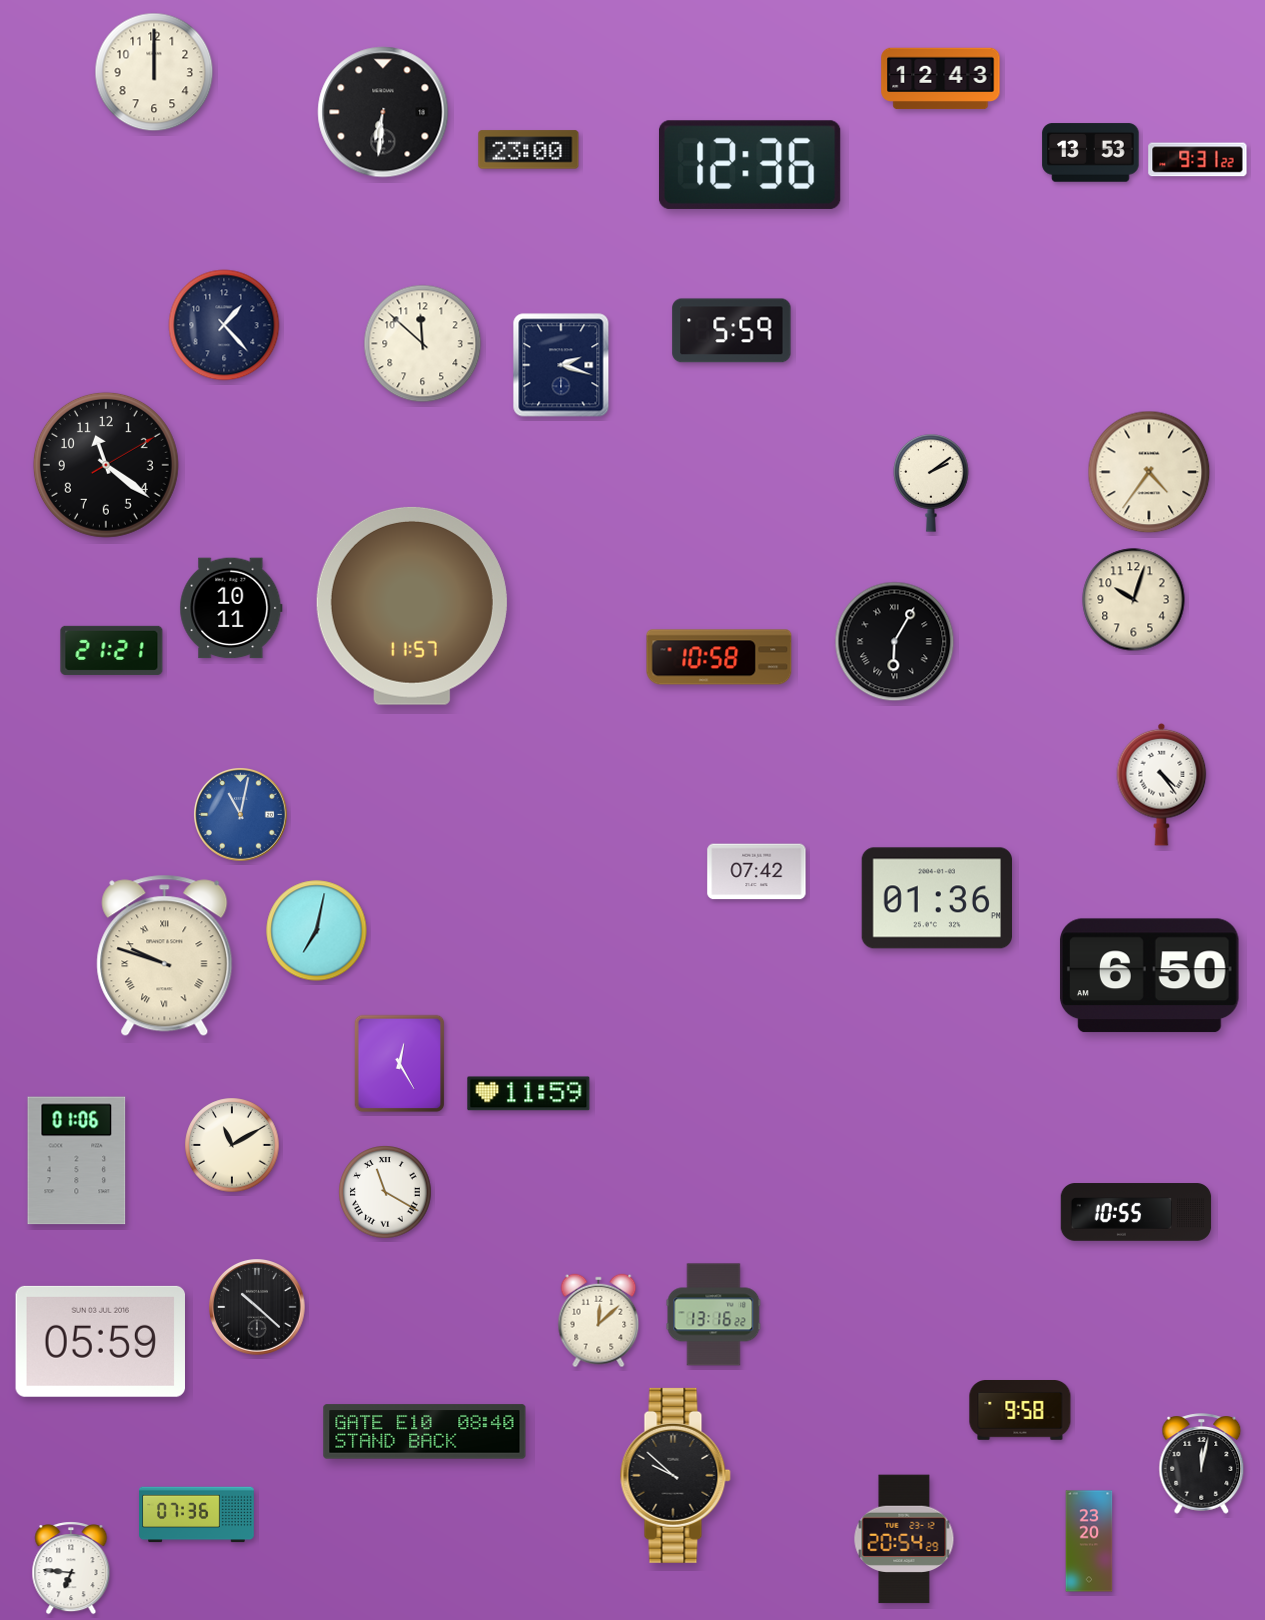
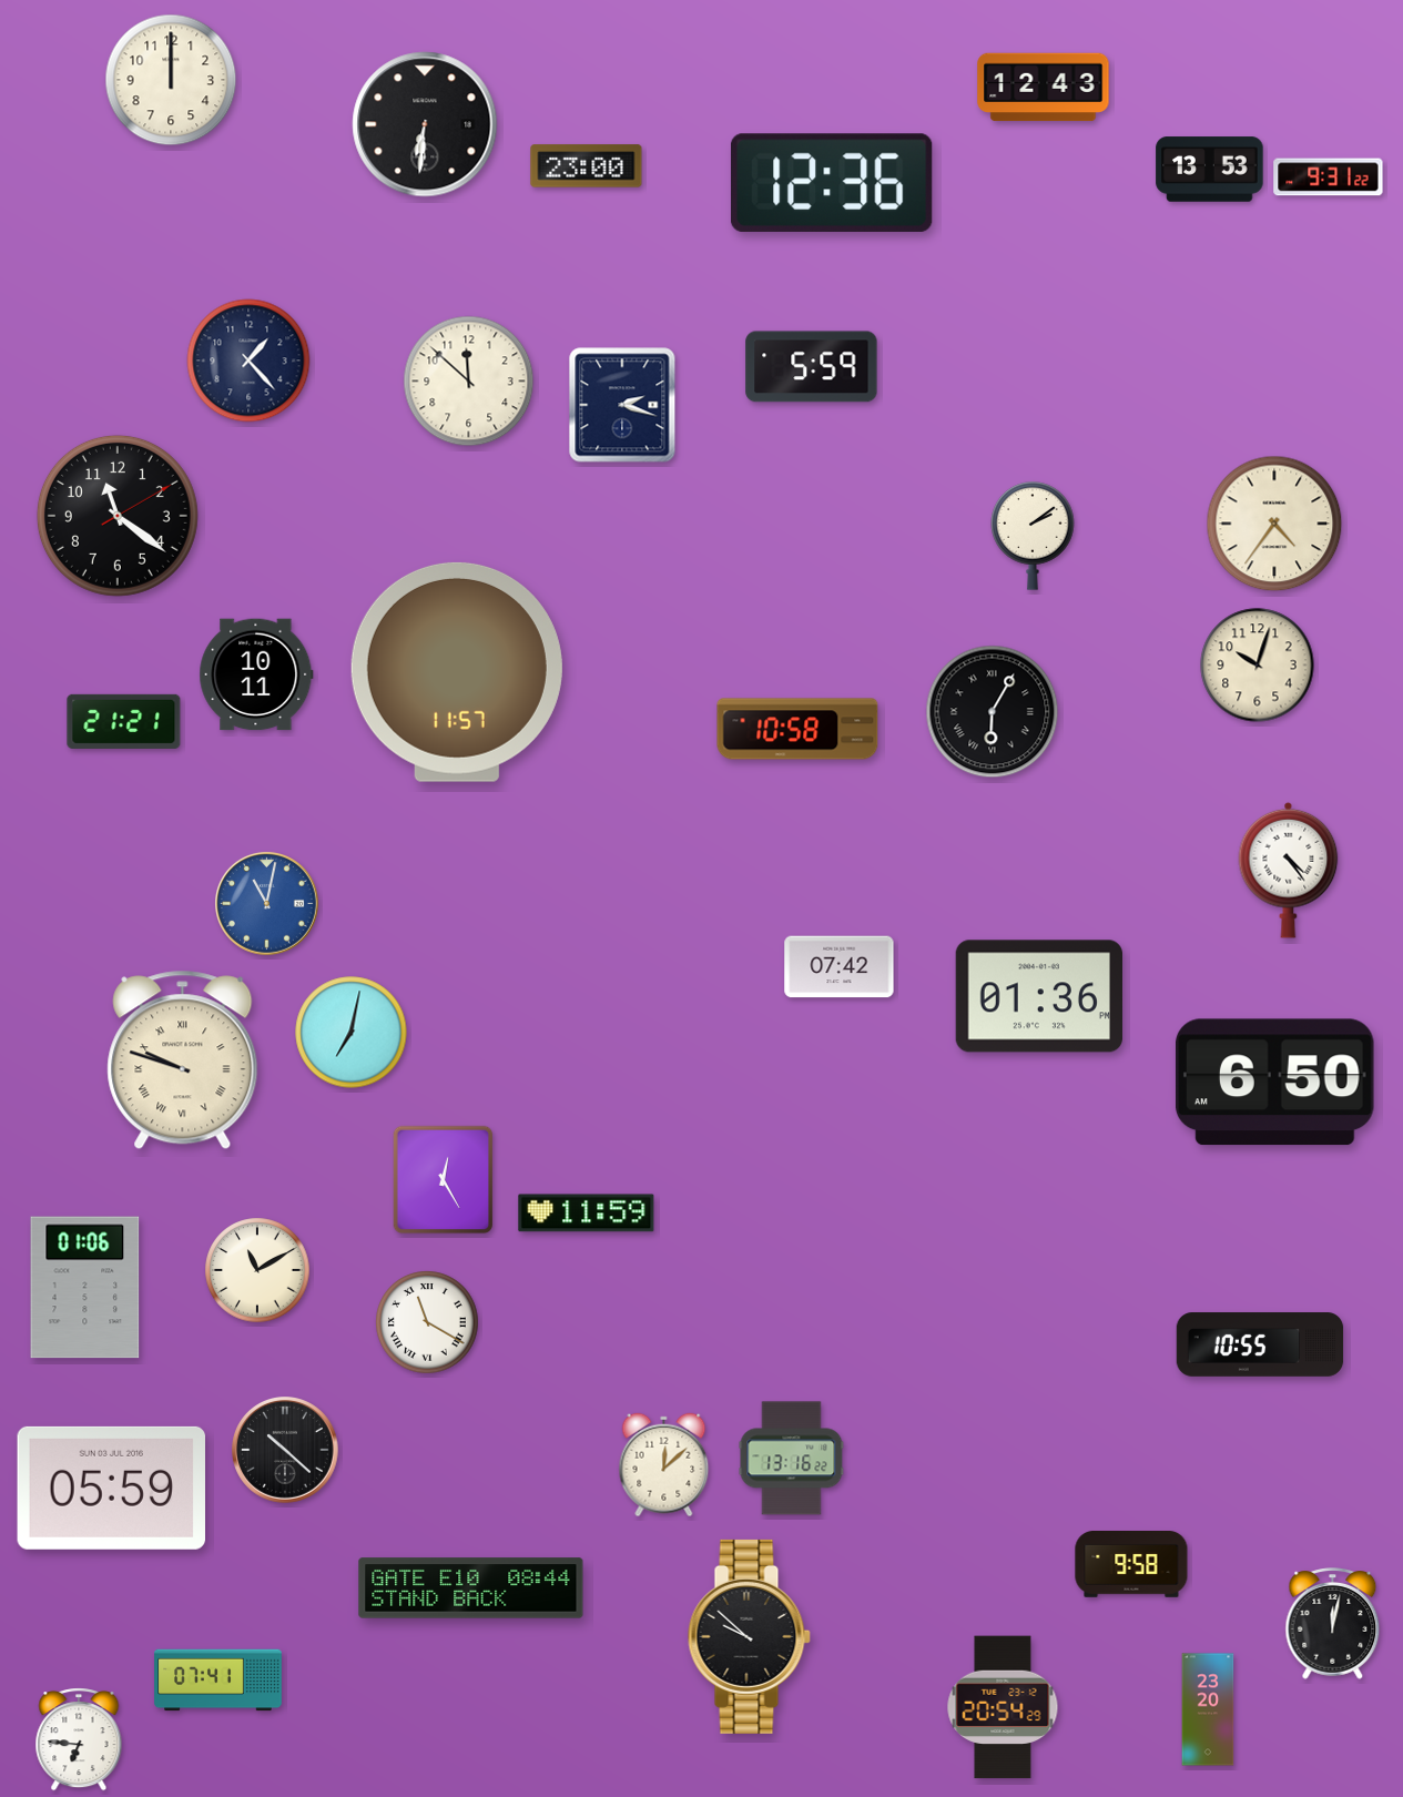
clock at (425, 1432): 08:40 -> 08:44
clock at (197, 1515): 07:36 -> 07:41
